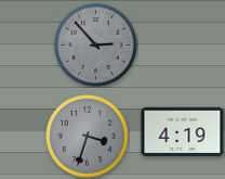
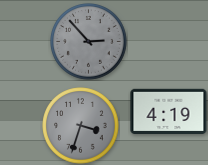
clock at (183, 132) position: (183, 132) -> (169, 112)
